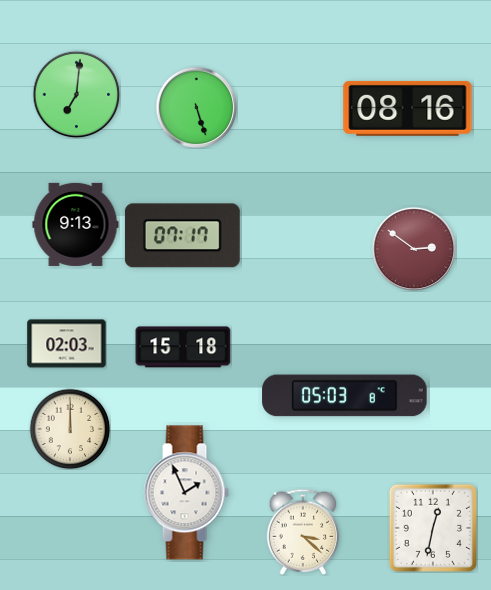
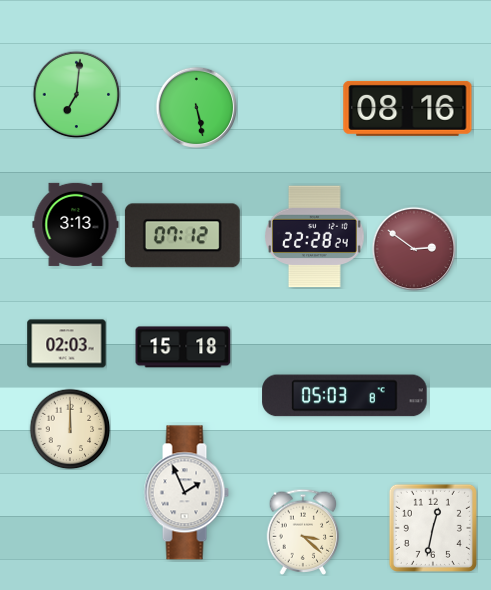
clock at (196, 107): 5:27 -> 5:28
clock at (76, 224): 9:13 -> 3:13
clock at (182, 236): 07:17 -> 07:12
clock at (315, 237): none -> 22:28
